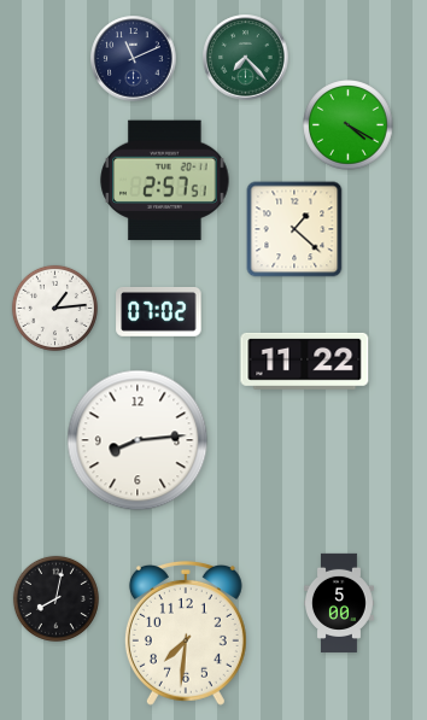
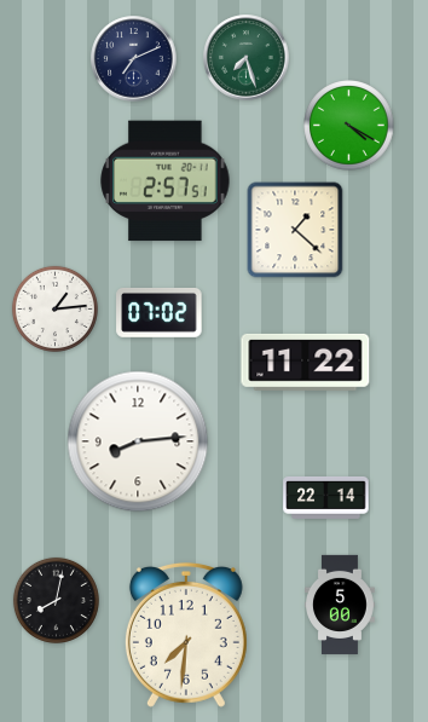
clock at (246, 58): 7:23 -> 7:27
clock at (134, 59): 11:11 -> 7:11
clock at (326, 497): none -> 22:14
